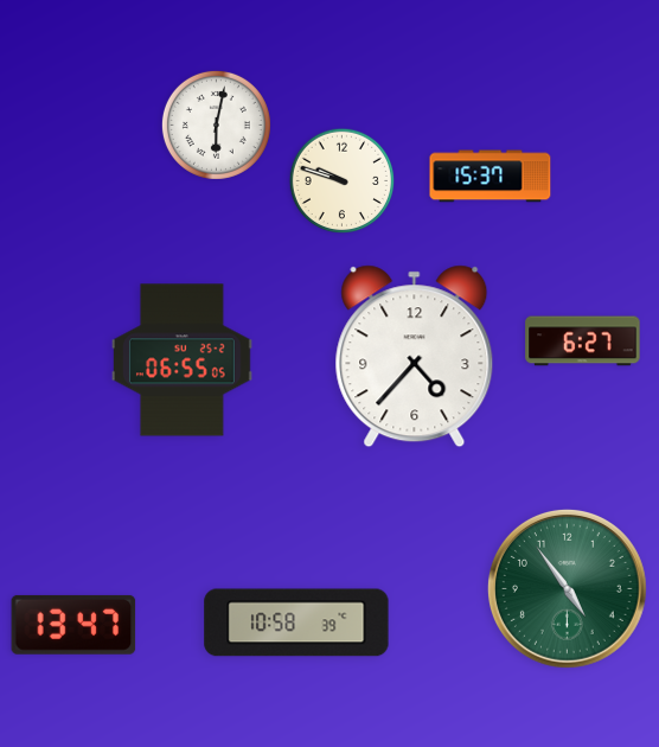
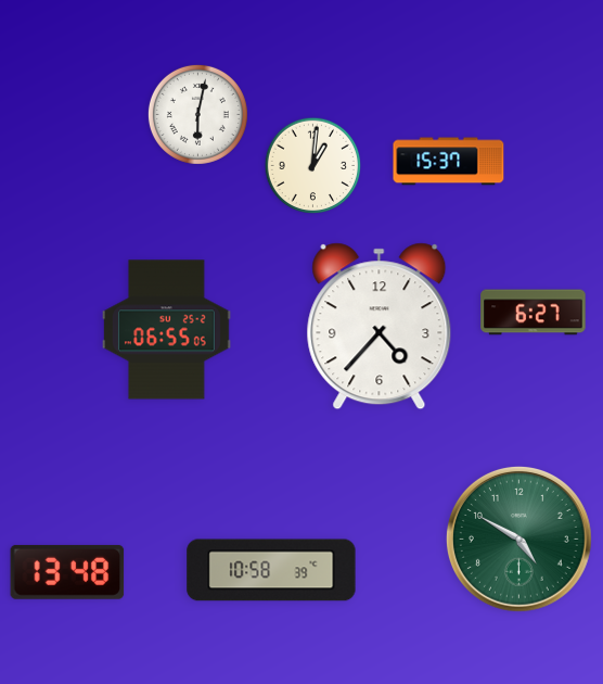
clock at (343, 181): 9:48 -> 1:01
clock at (567, 588): 4:54 -> 4:50
clock at (73, 625): 13:47 -> 13:48
